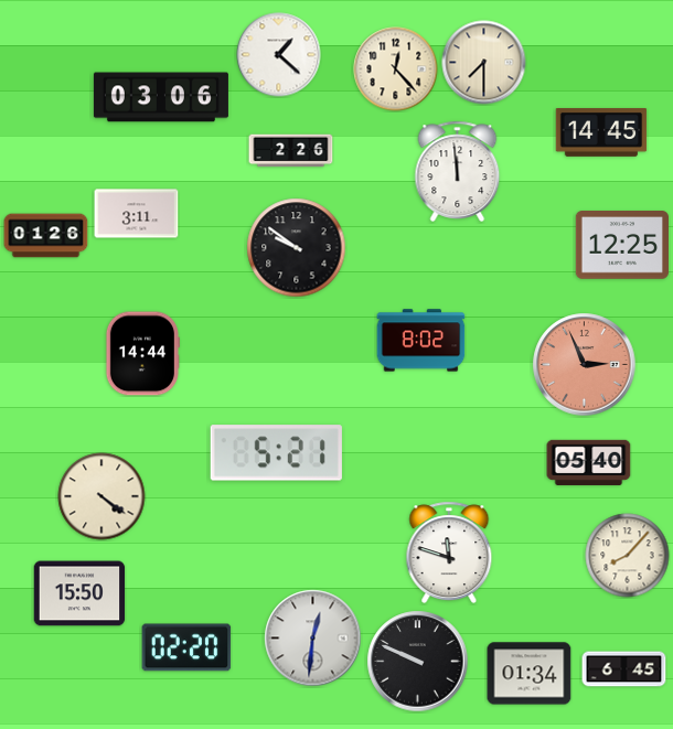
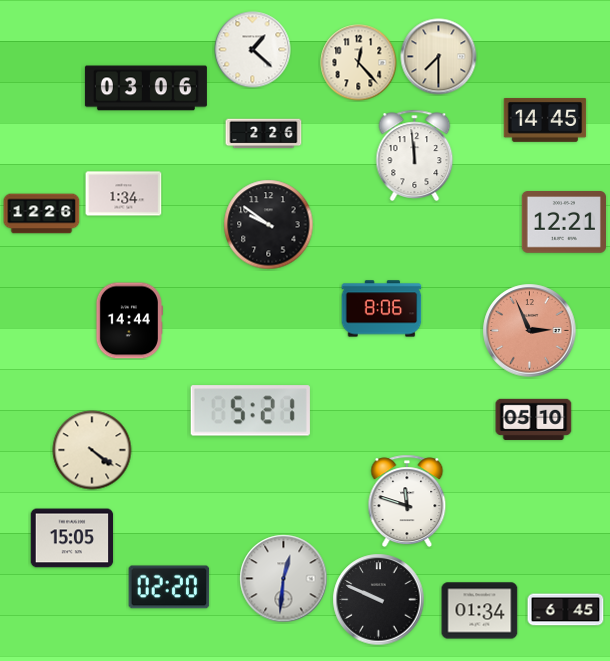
clock at (291, 151) position: (291, 151) -> (264, 134)
clock at (137, 214): 3:11 -> 1:34
clock at (46, 236): 01:26 -> 12:26
clock at (621, 245): 12:25 -> 12:21
clock at (421, 341): 8:02 -> 8:06
clock at (589, 462): 05:40 -> 05:10
clock at (628, 556): 8:07 -> none
clock at (79, 593): 15:50 -> 15:05
clock at (624, 669) position: (624, 669) -> (566, 610)
